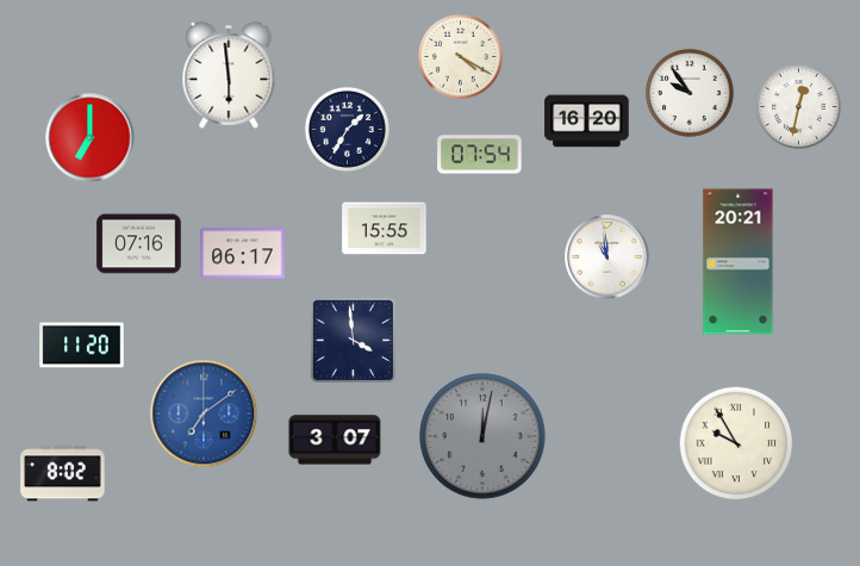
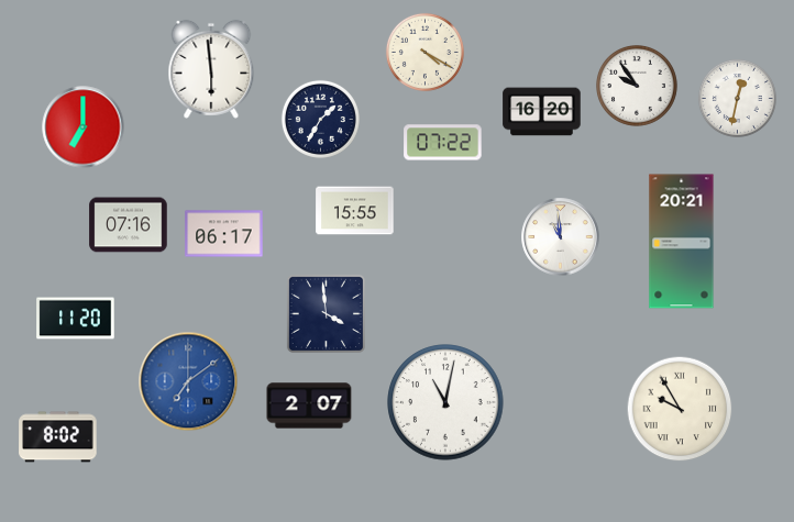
clock at (480, 155): 07:54 -> 07:22
clock at (482, 436): 12:02 -> 11:02
clock at (482, 436) dial: grey -> white
clock at (335, 440): 3:07 -> 2:07
